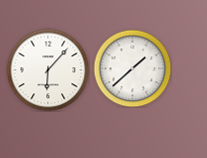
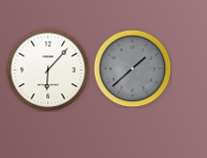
clock at (132, 68) dial: white -> grey
